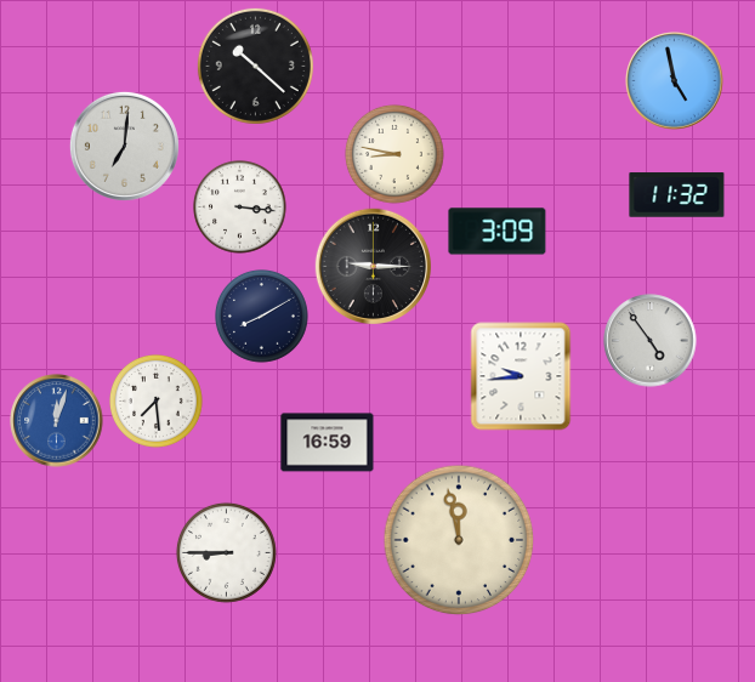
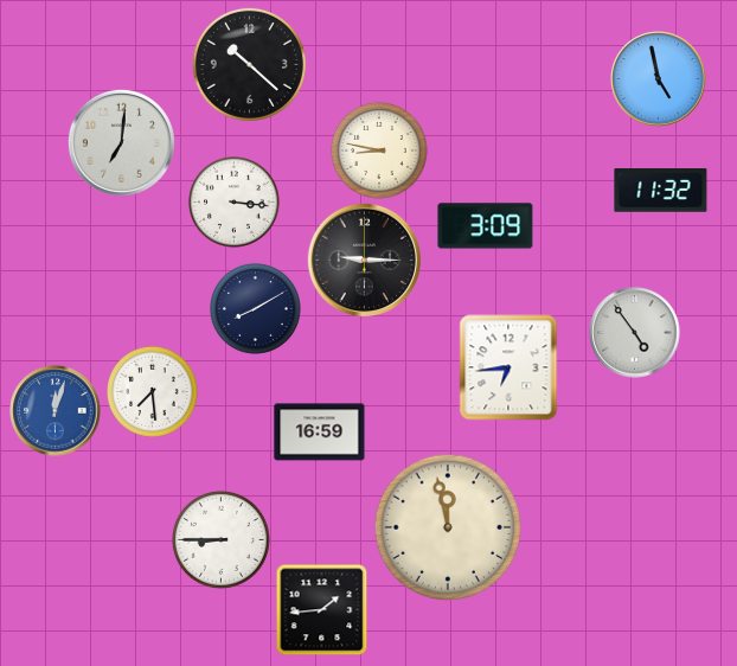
clock at (394, 154) position: (394, 154) -> (379, 151)
clock at (521, 376): 9:44 -> 6:44
clock at (321, 609): none -> 1:44
